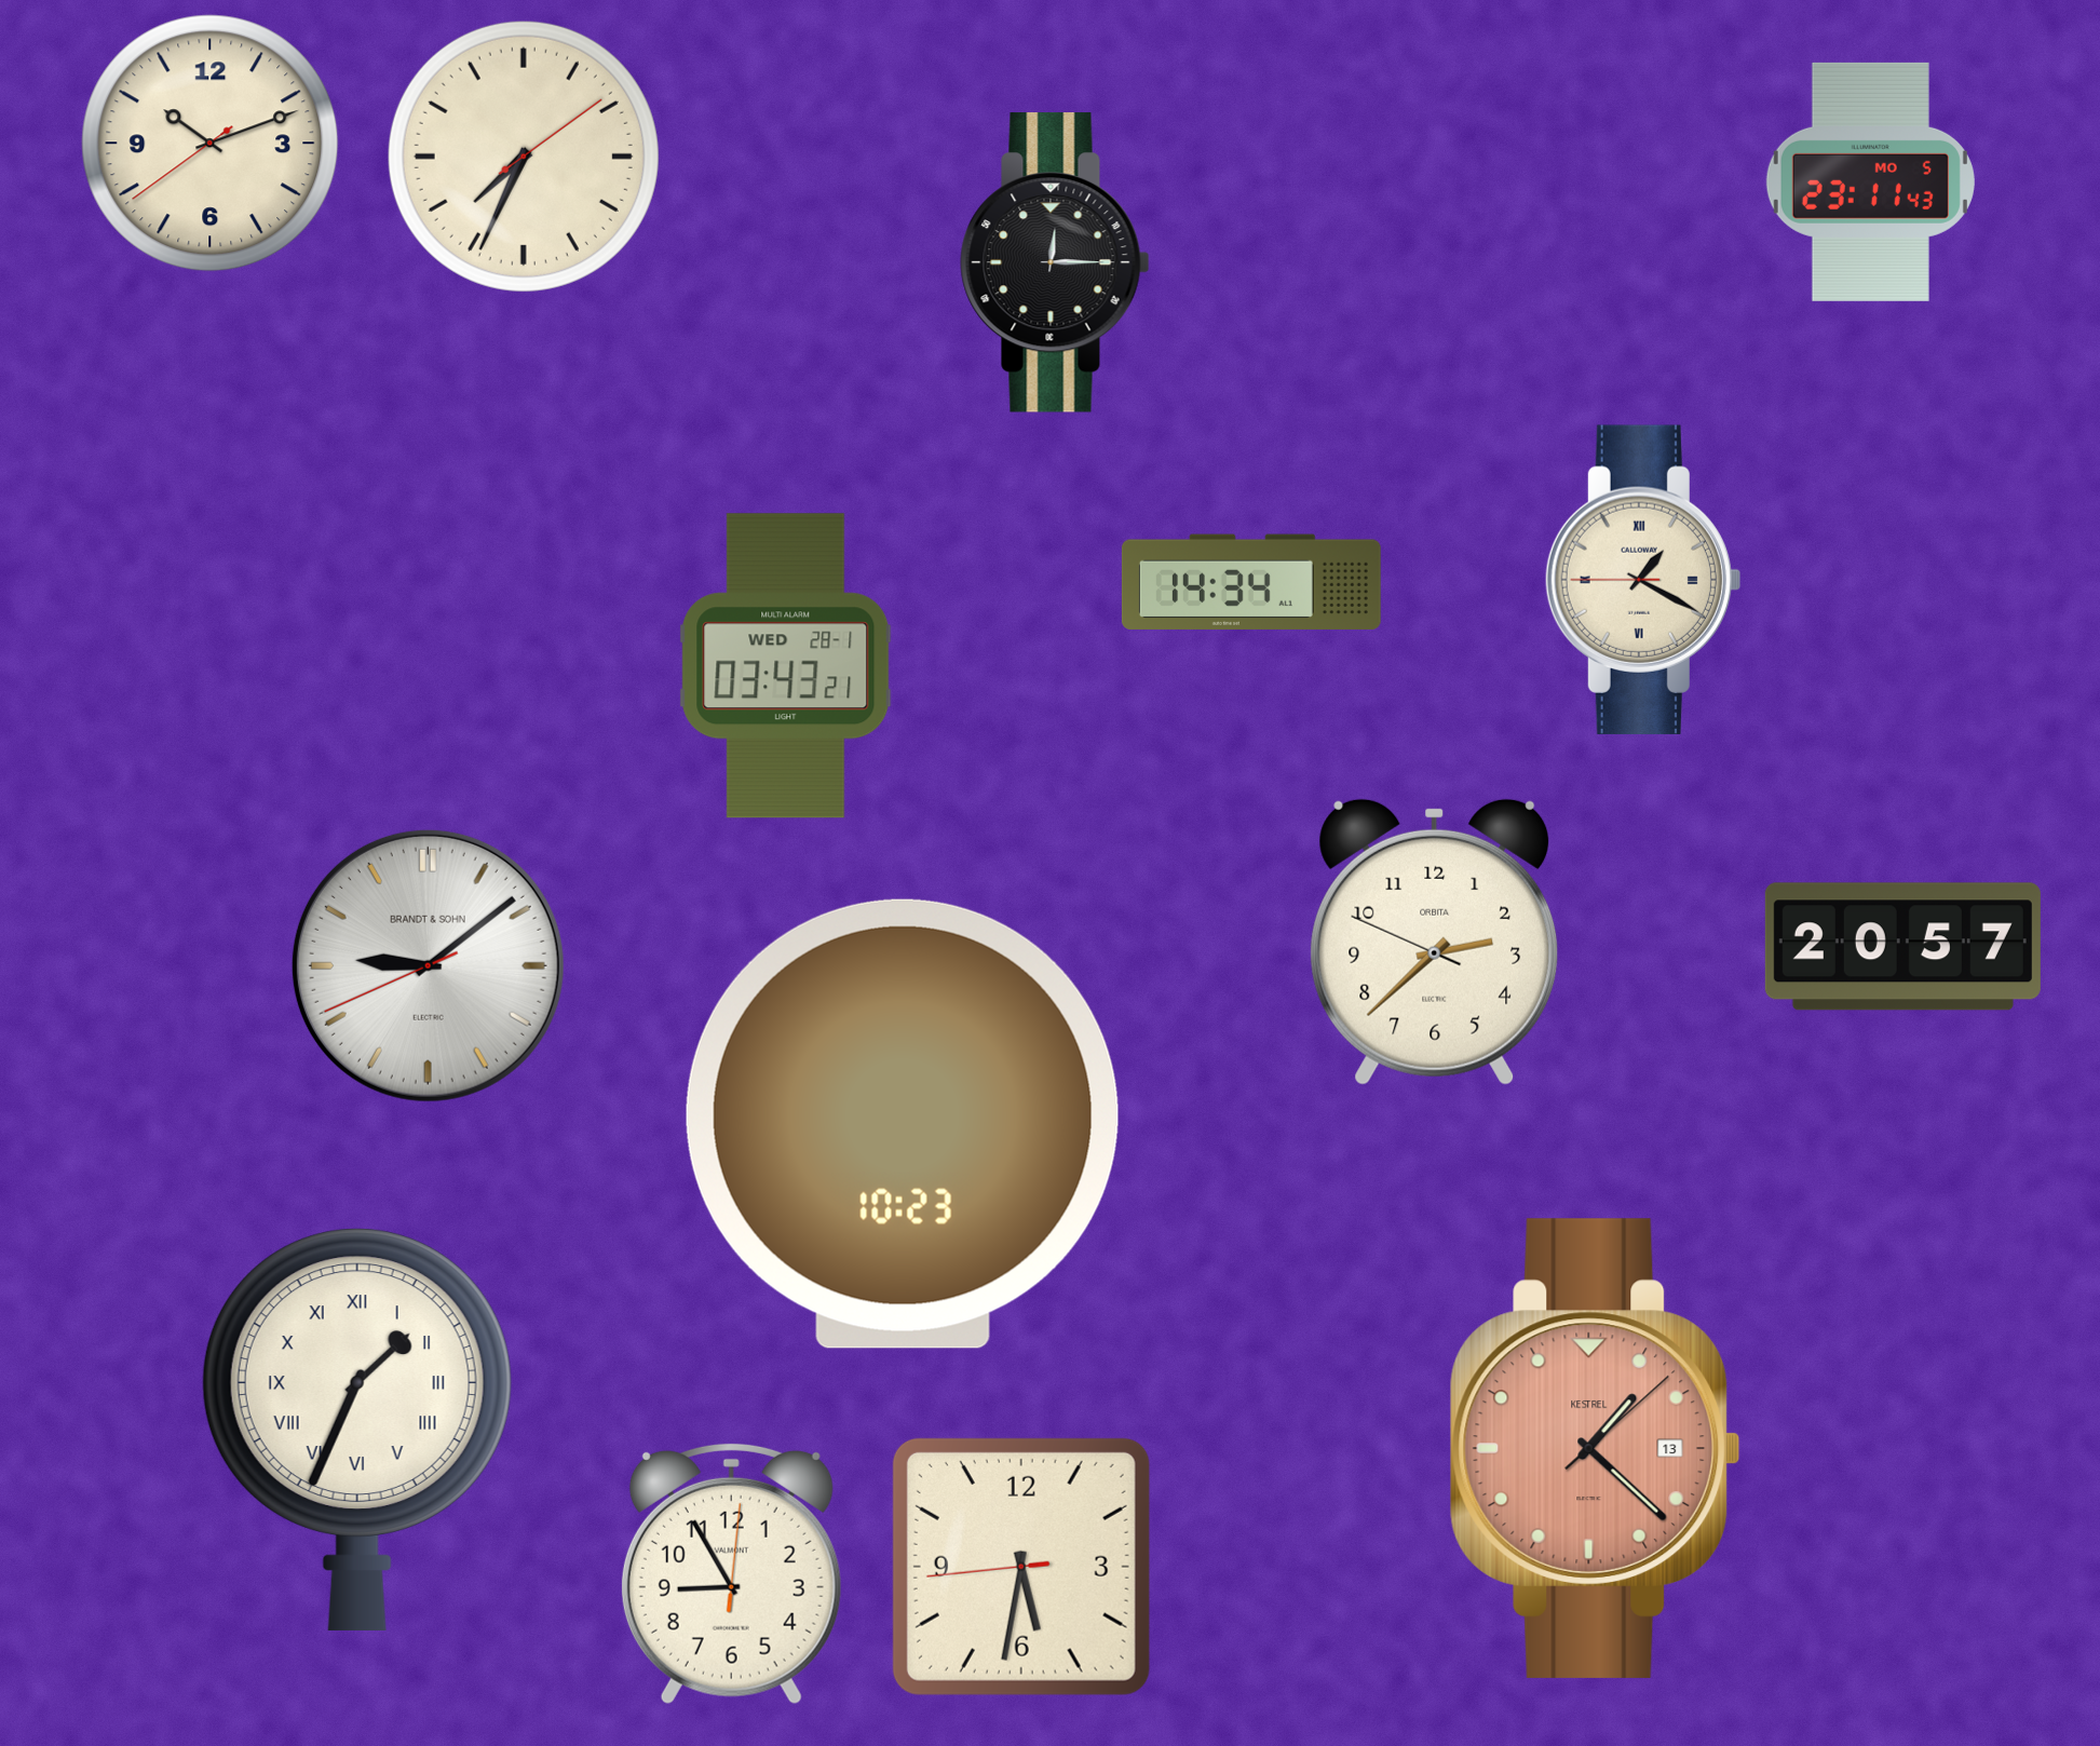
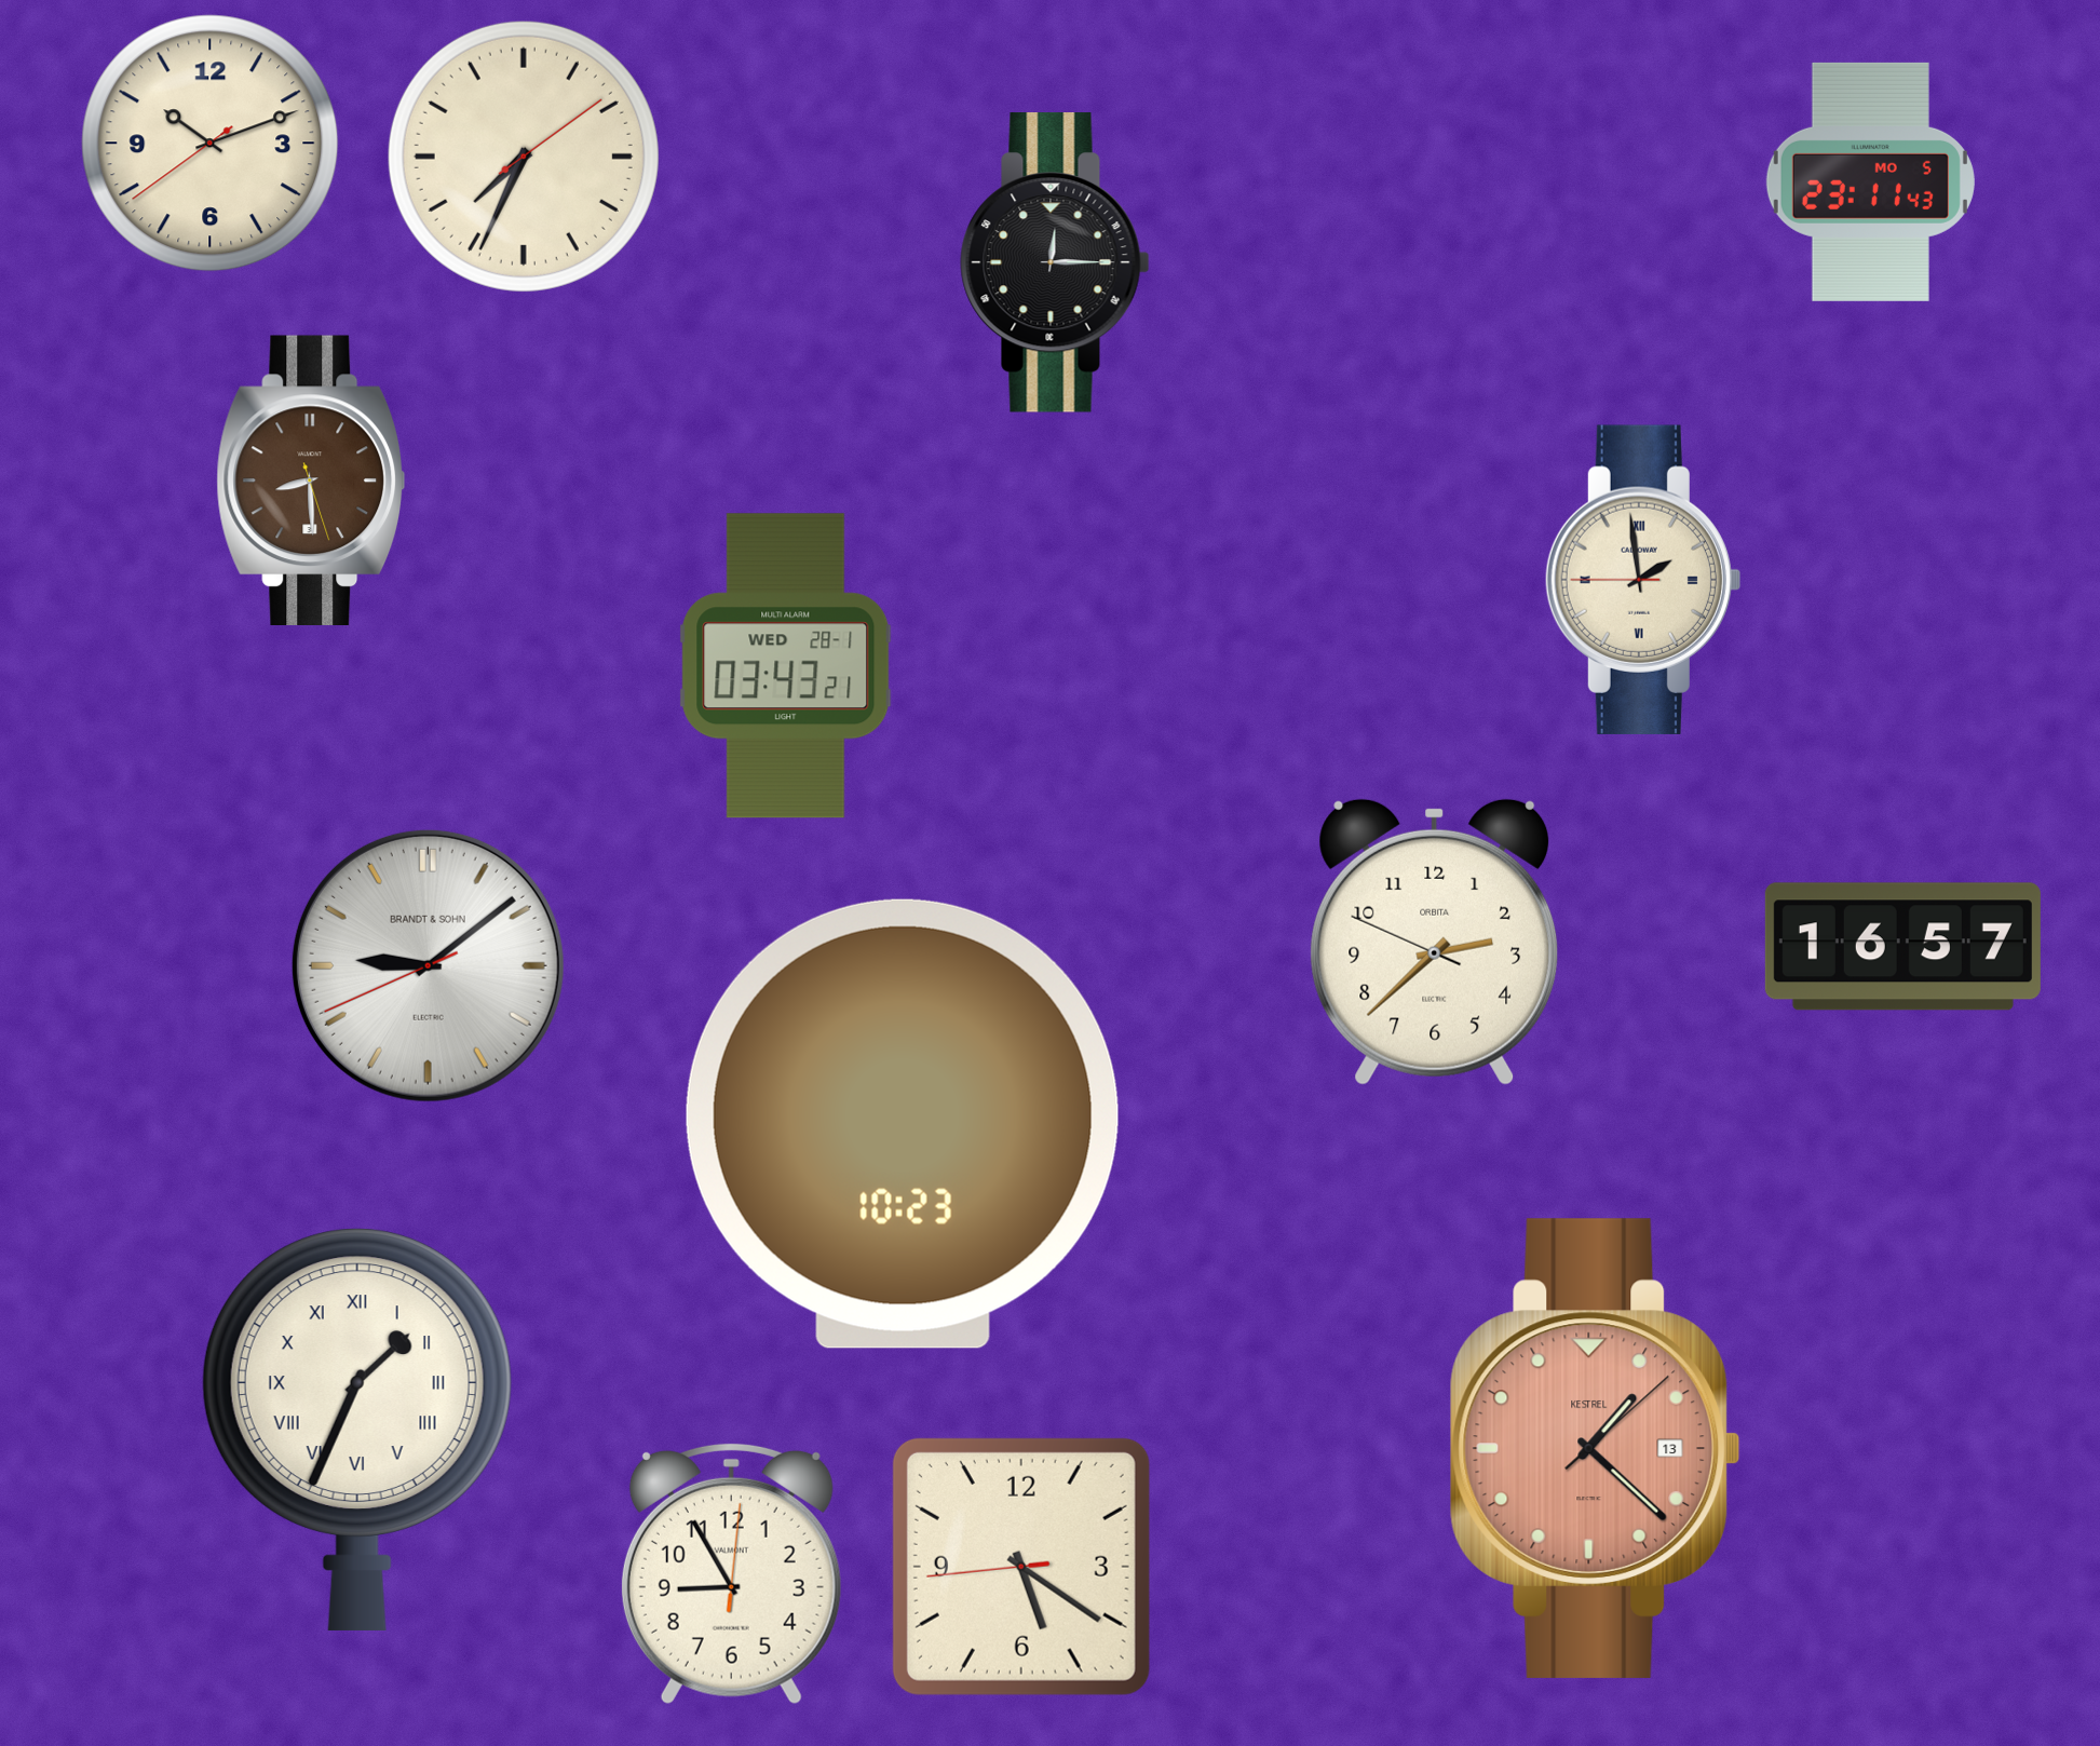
clock at (311, 479): none -> 8:29
clock at (1642, 580): 1:19 -> 1:58
clock at (1251, 582): 14:34 -> none
clock at (1902, 947): 20:57 -> 16:57
clock at (1021, 1567): 5:31 -> 5:20
